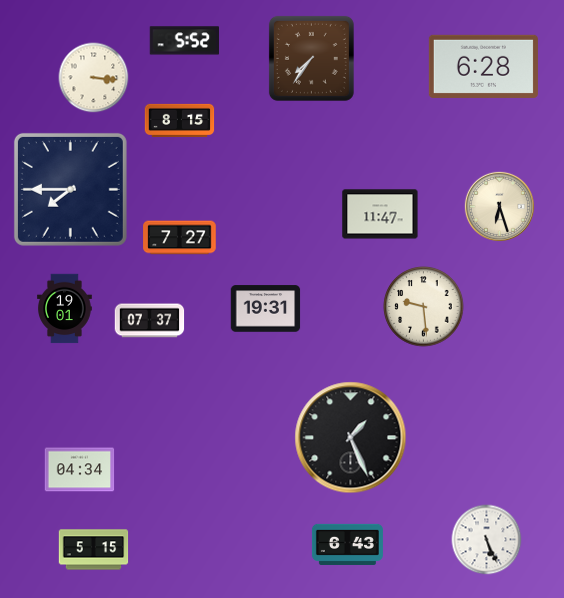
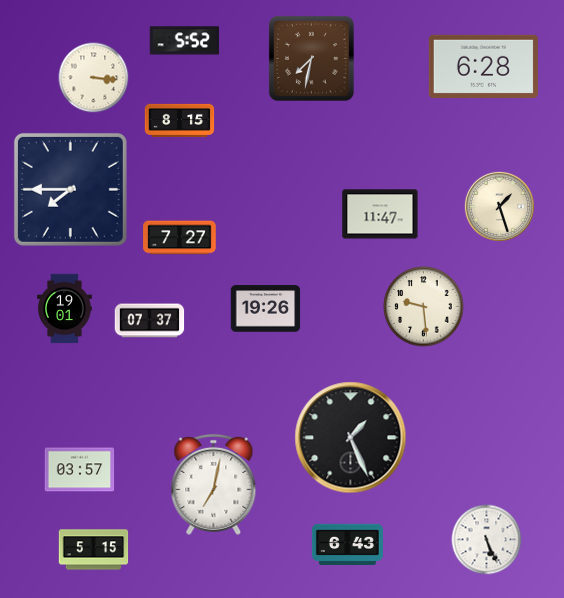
clock at (311, 58): 7:36 -> 7:32
clock at (499, 206): 6:27 -> 1:27
clock at (266, 309): 19:31 -> 19:26
clock at (80, 470): 04:34 -> 03:57
clock at (214, 484): none -> 7:02
